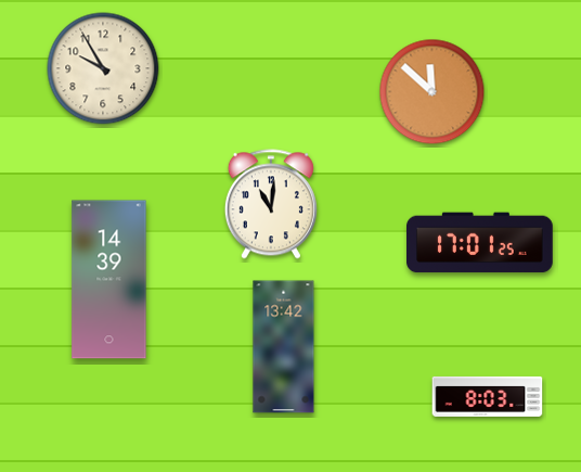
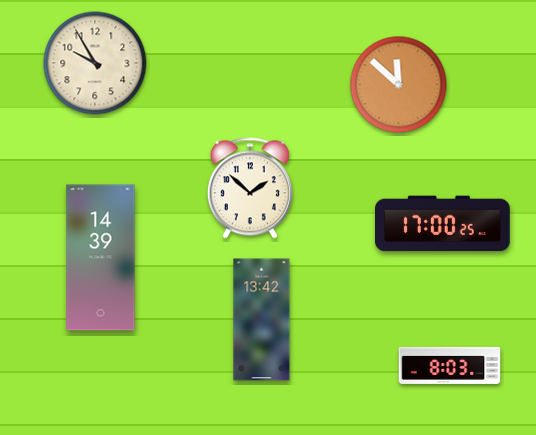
clock at (271, 204): 11:01 -> 1:52
clock at (480, 243): 17:01 -> 17:00
